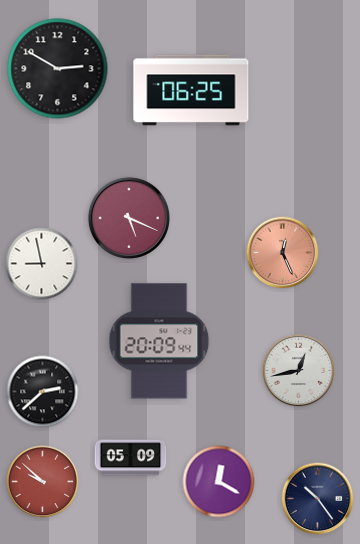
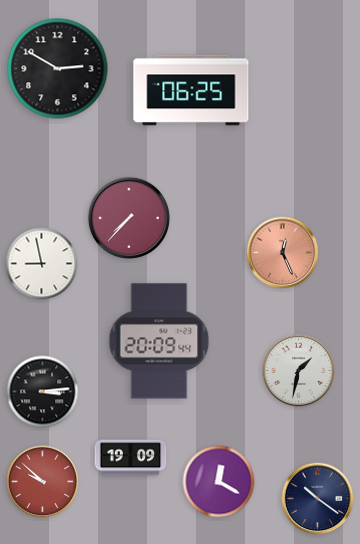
clock at (129, 218): 5:19 -> 7:37
clock at (299, 371): 12:43 -> 1:32
clock at (43, 392): 2:38 -> 3:14
clock at (131, 458): 05:09 -> 19:09
clock at (318, 499): 10:24 -> 10:21
